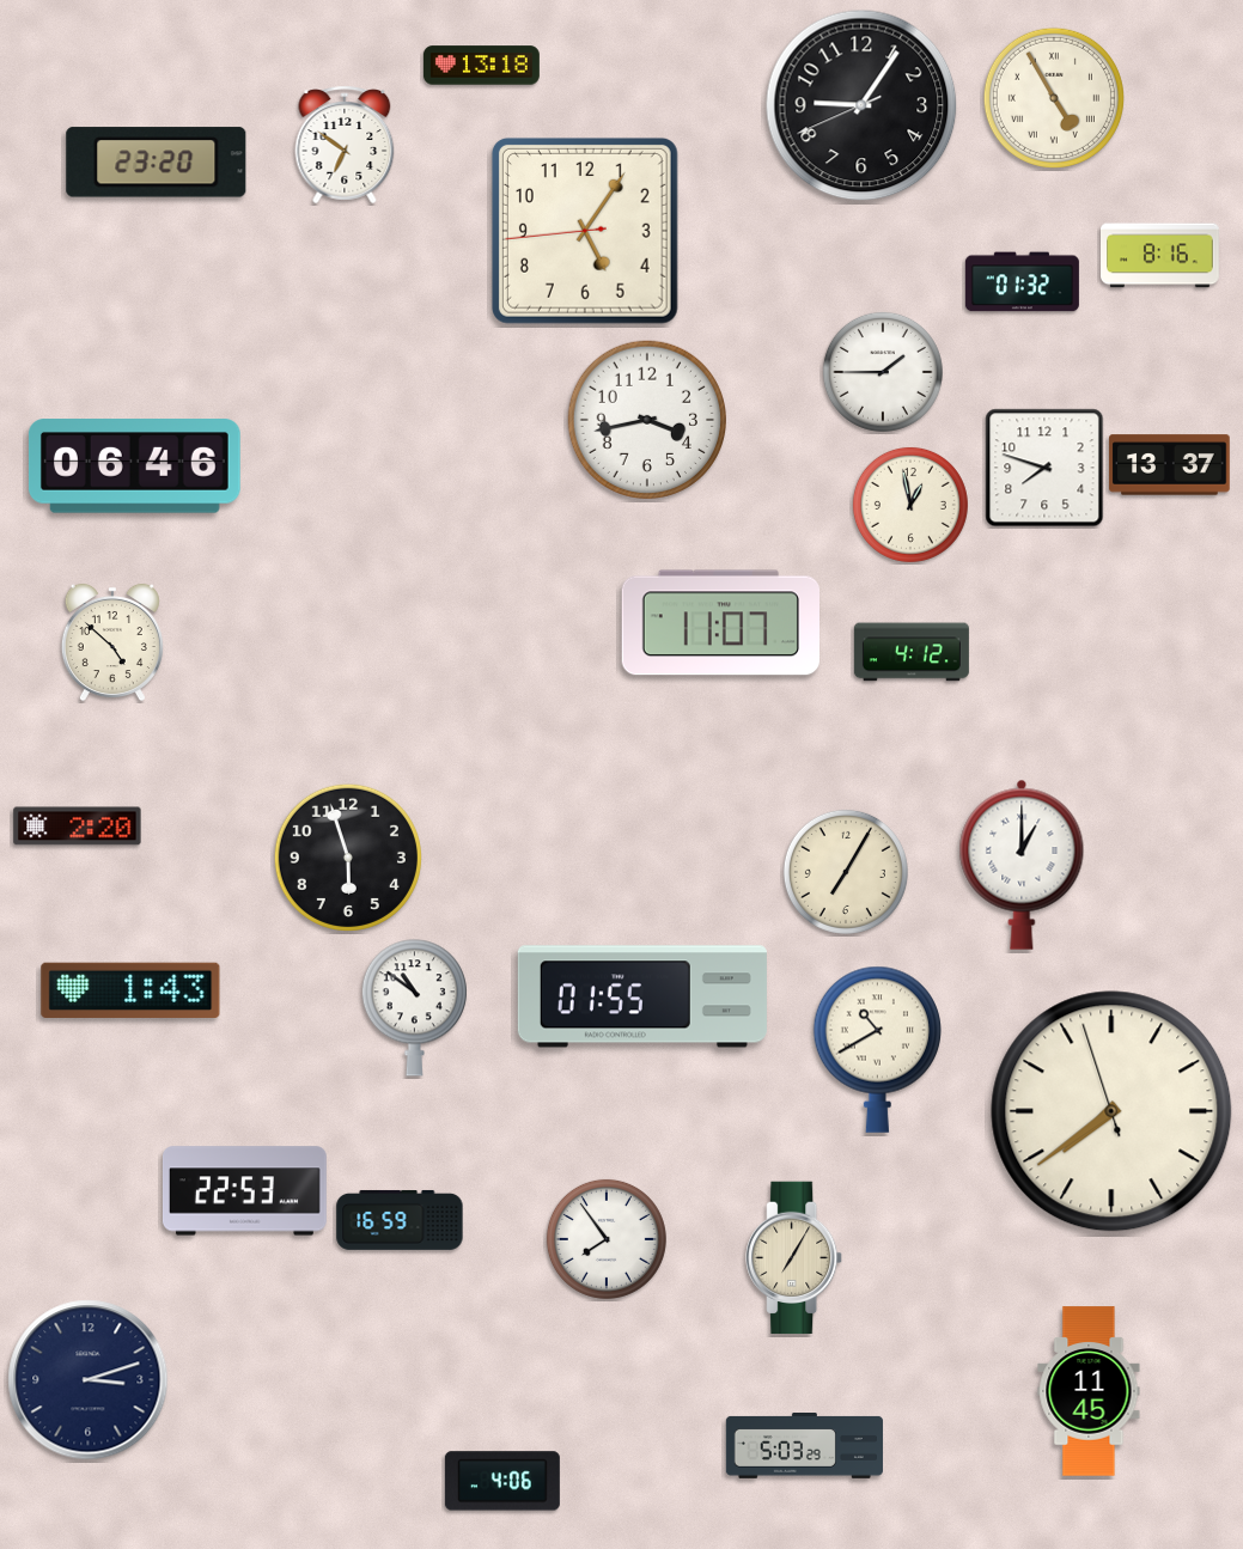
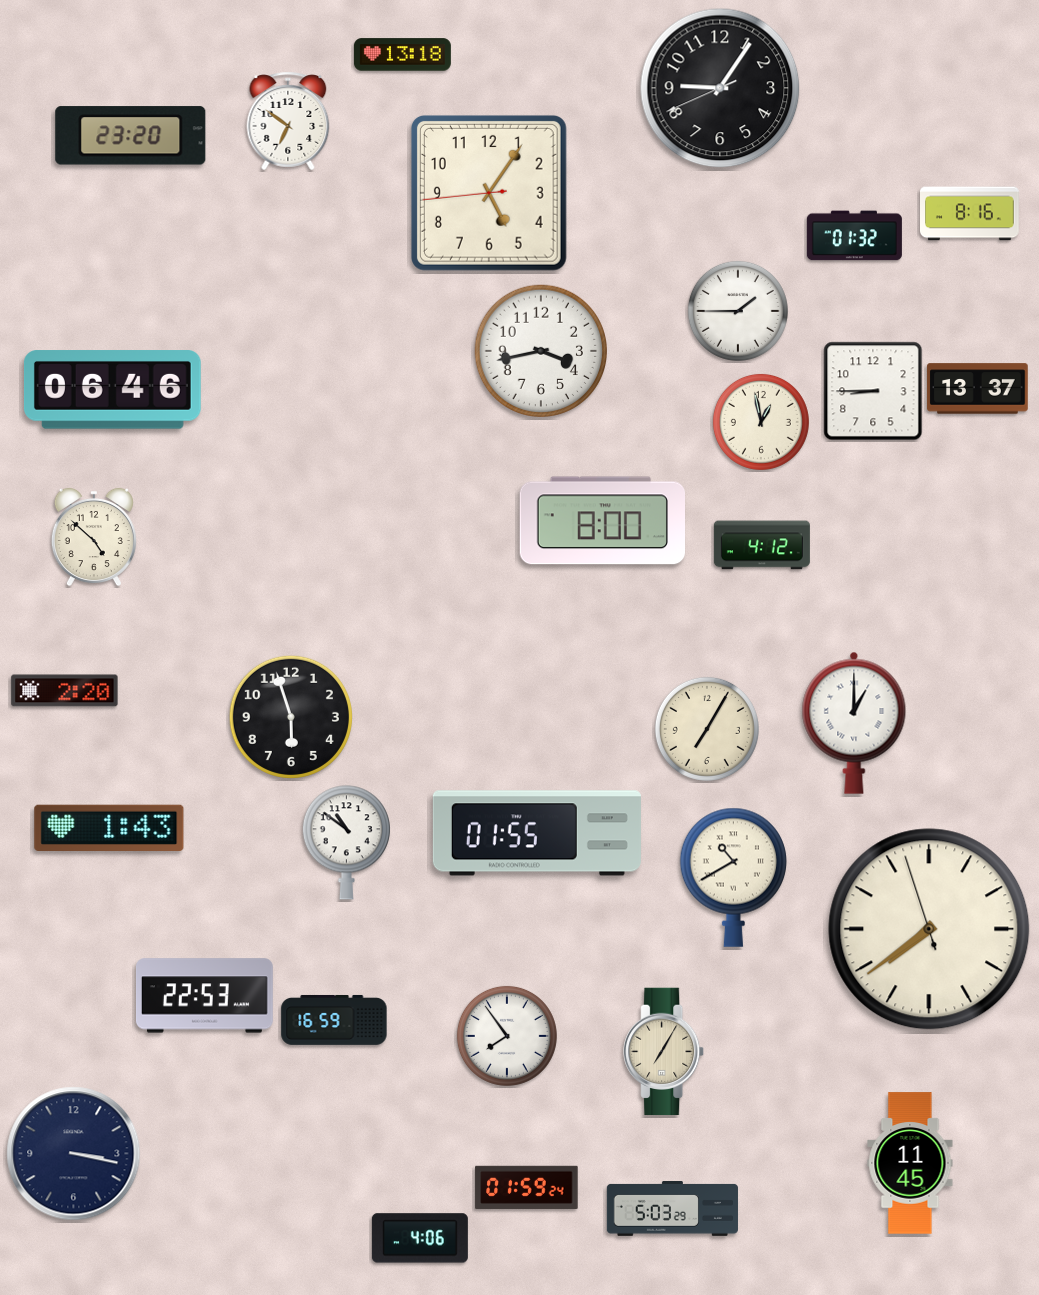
clock at (1054, 98): 4:55 -> none
clock at (1044, 468): 7:48 -> 8:45
clock at (720, 623): 11:07 -> 8:00
clock at (89, 1380): 3:12 -> 3:17
clock at (527, 1187): none -> 01:59
